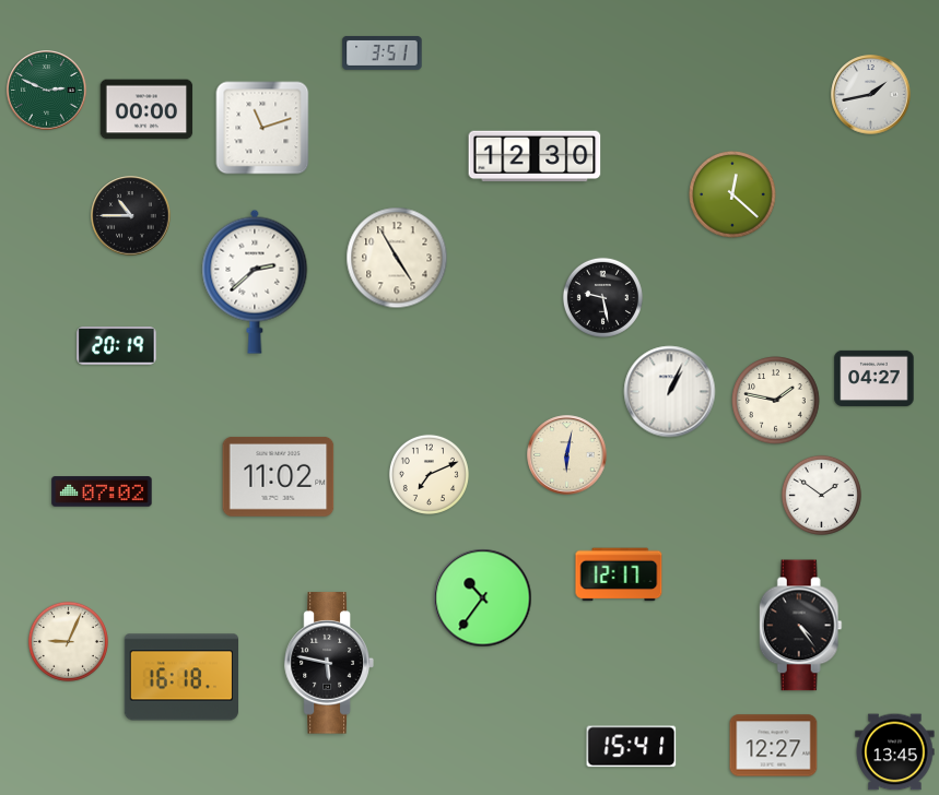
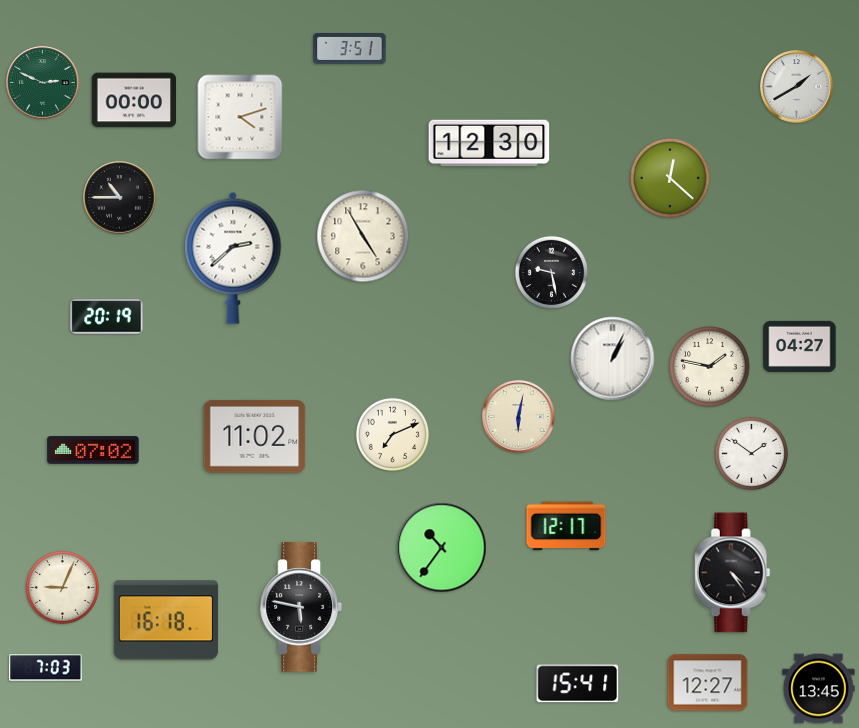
clock at (871, 95): 1:43 -> 1:40
clock at (262, 128): 11:12 -> 4:12
clock at (46, 668): none -> 7:03
